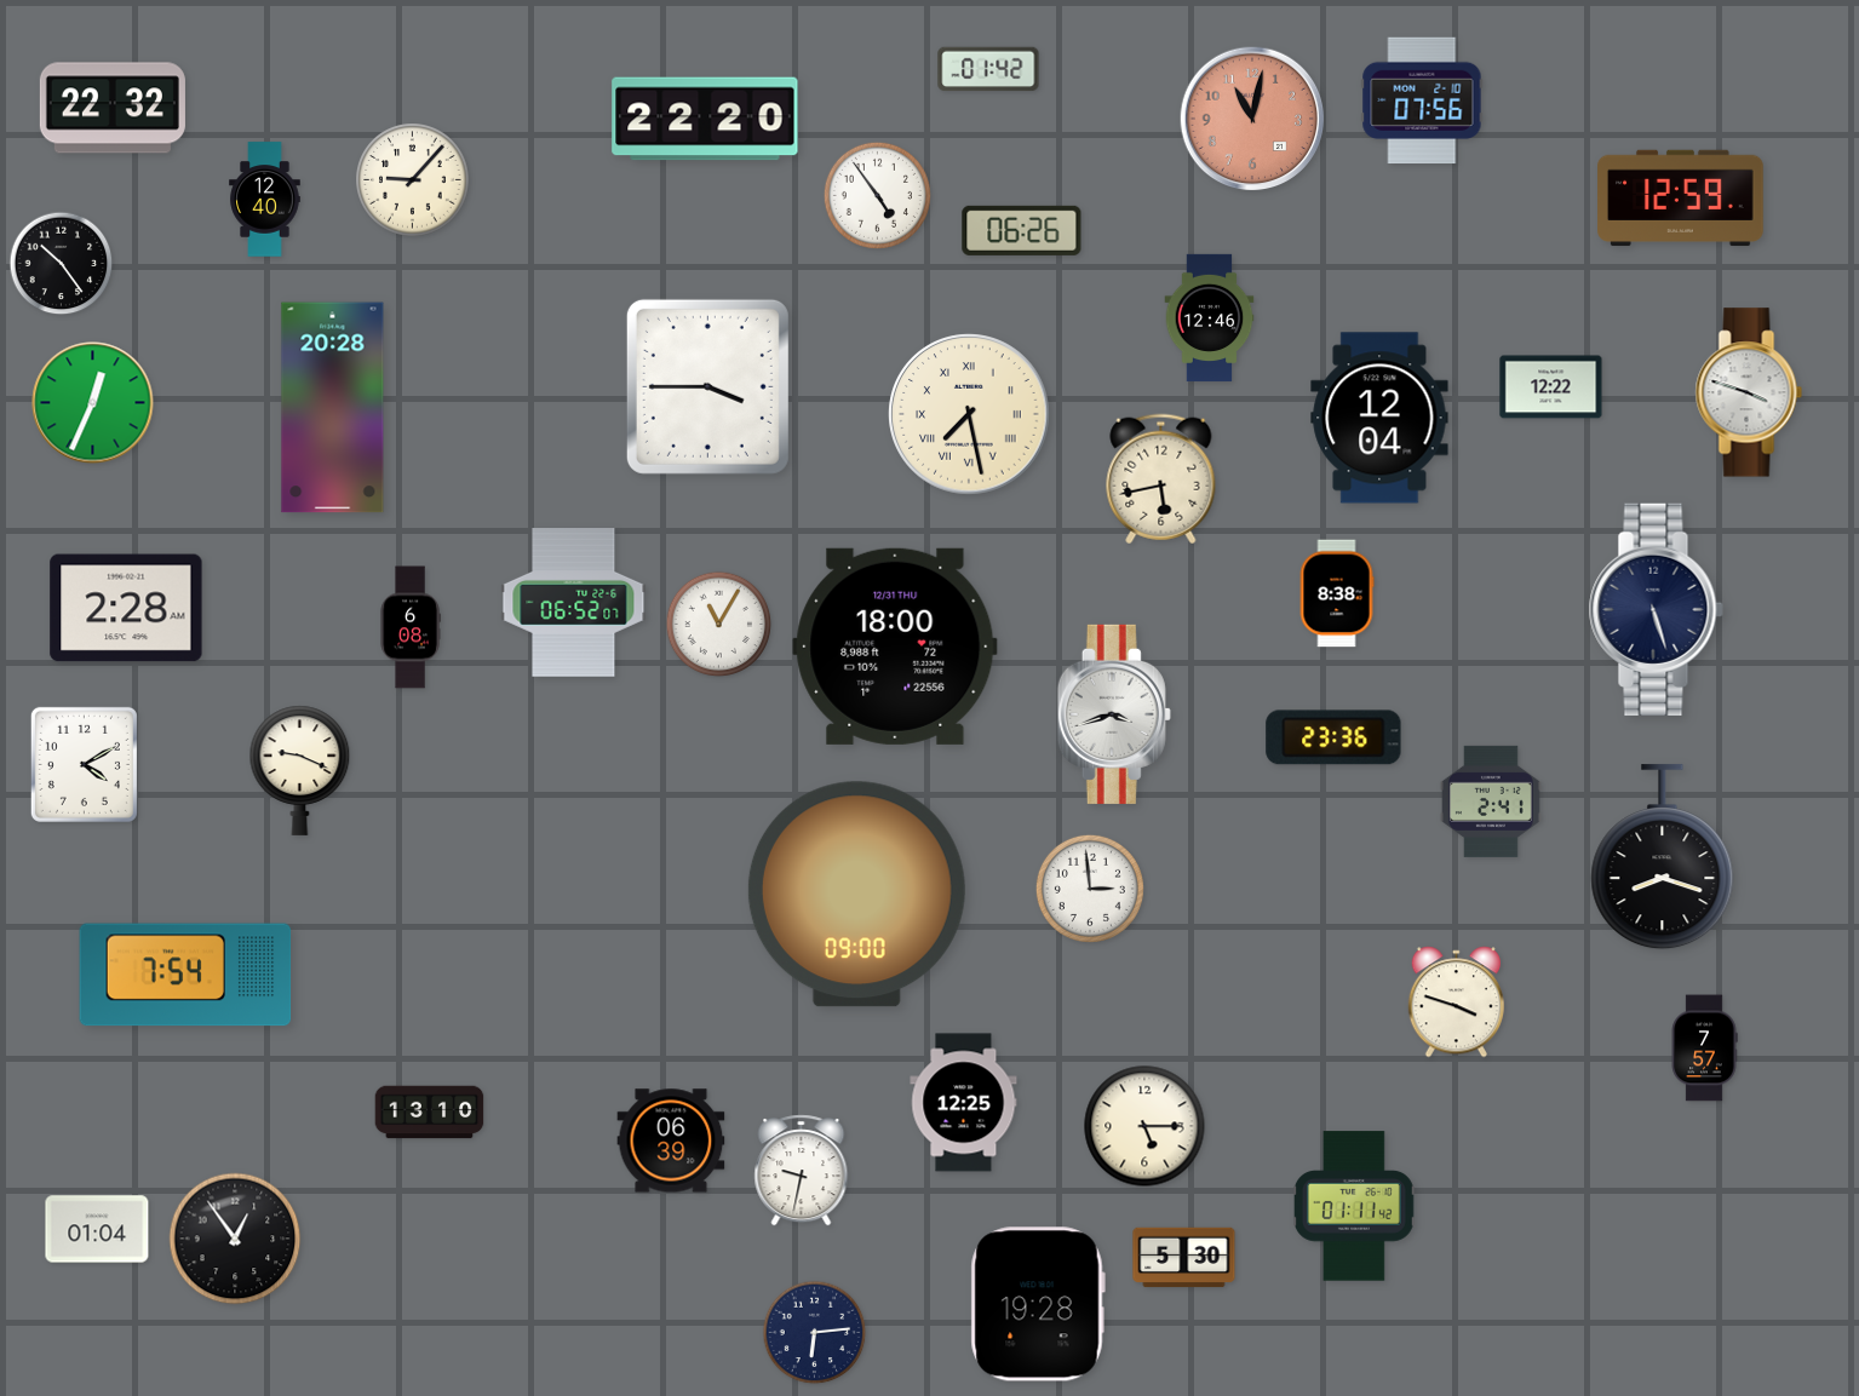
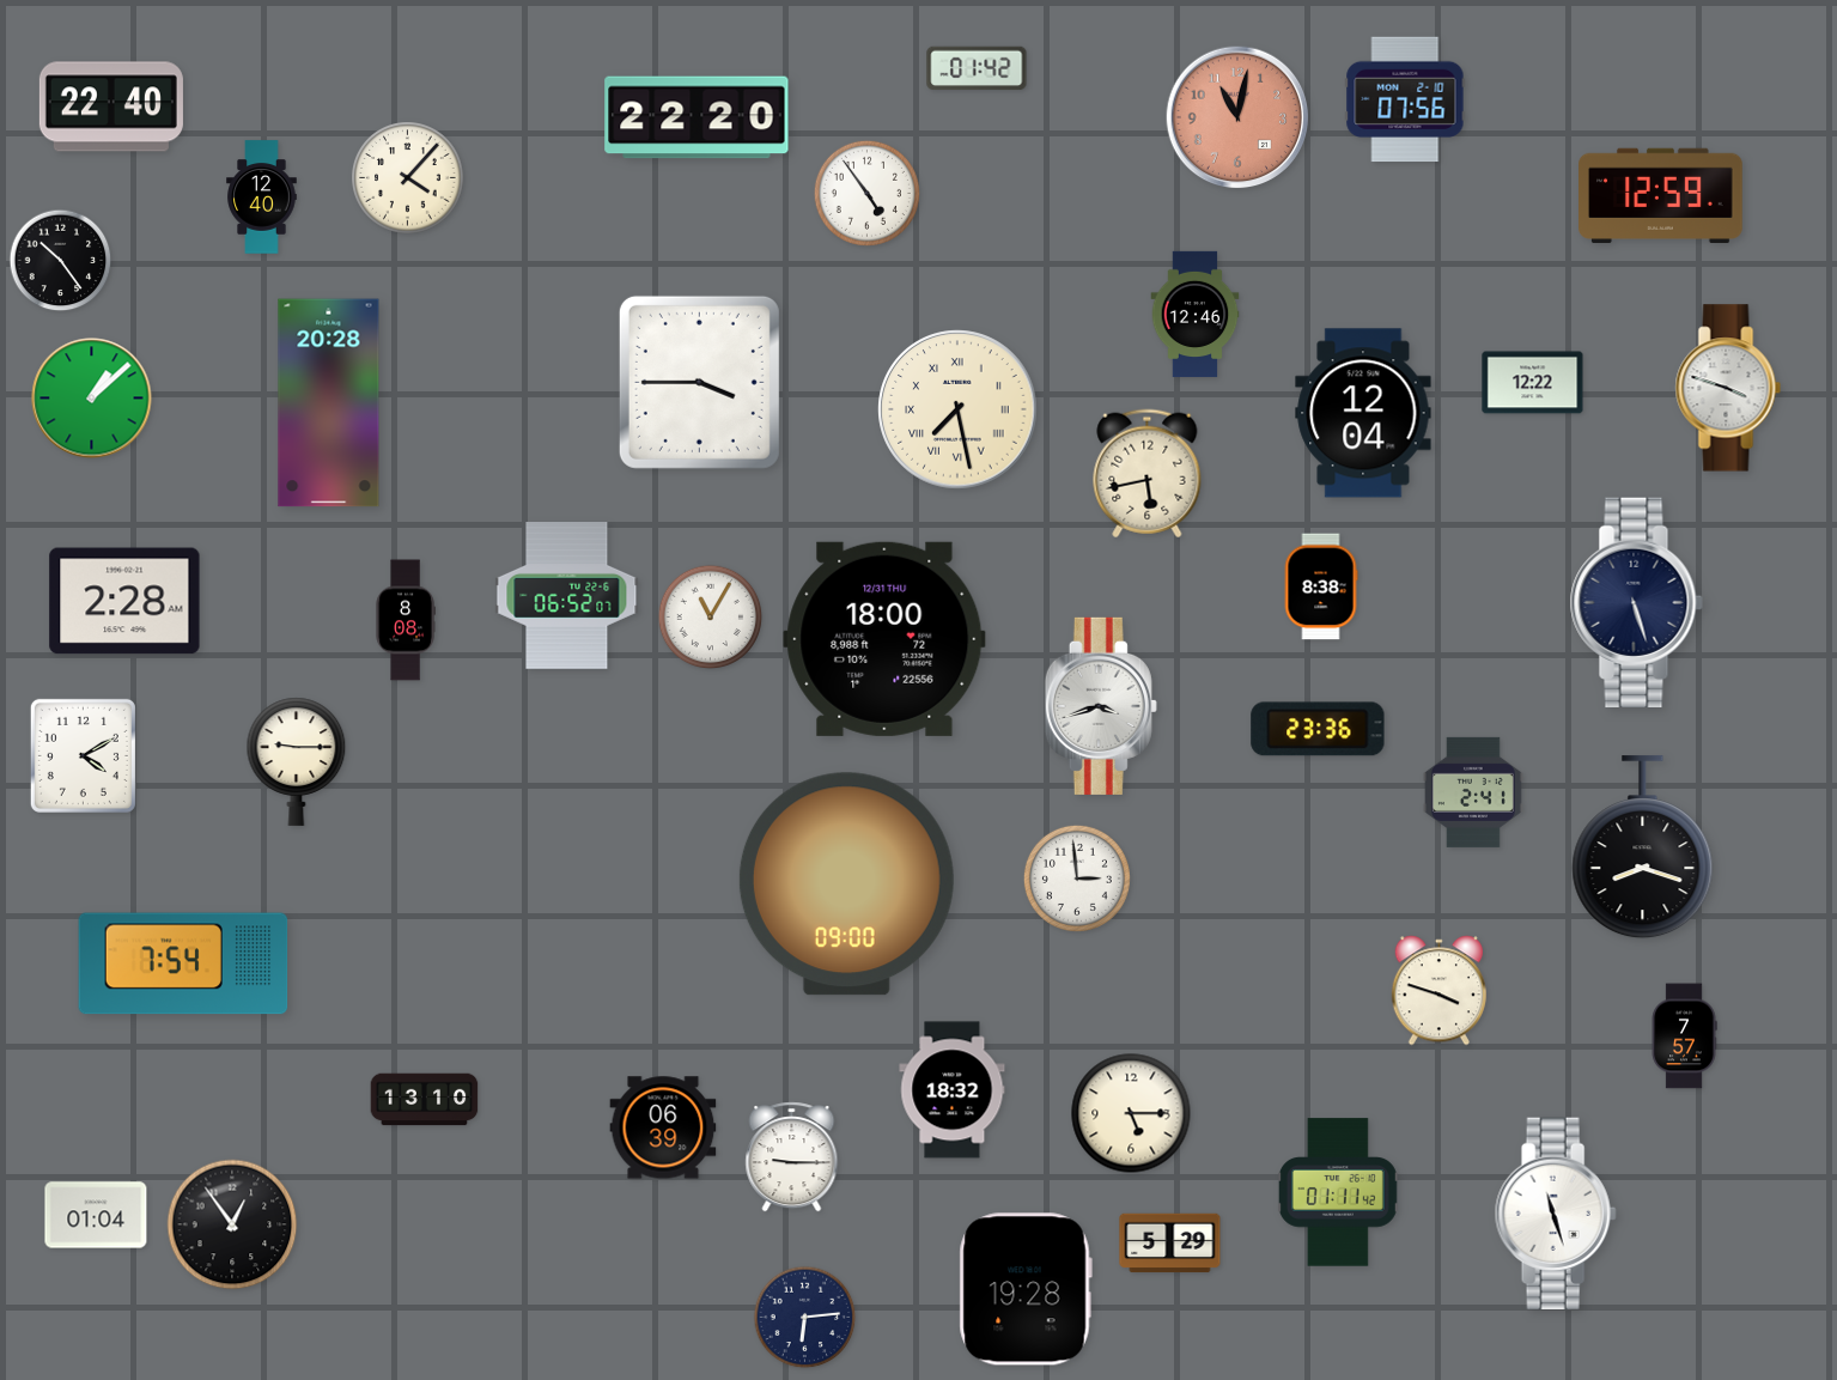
clock at (113, 108): 22:32 -> 22:40
clock at (413, 180): 9:07 -> 4:07
clock at (1022, 230): 06:26 -> none
clock at (93, 403): 12:34 -> 1:08
clock at (411, 627): 6:08 -> 8:08
clock at (300, 770): 9:19 -> 9:15
clock at (964, 1103): 12:25 -> 18:32
clock at (802, 1171): 9:32 -> 9:15
clock at (1556, 1214): none -> 11:27
clock at (1184, 1258): 5:30 -> 5:29
